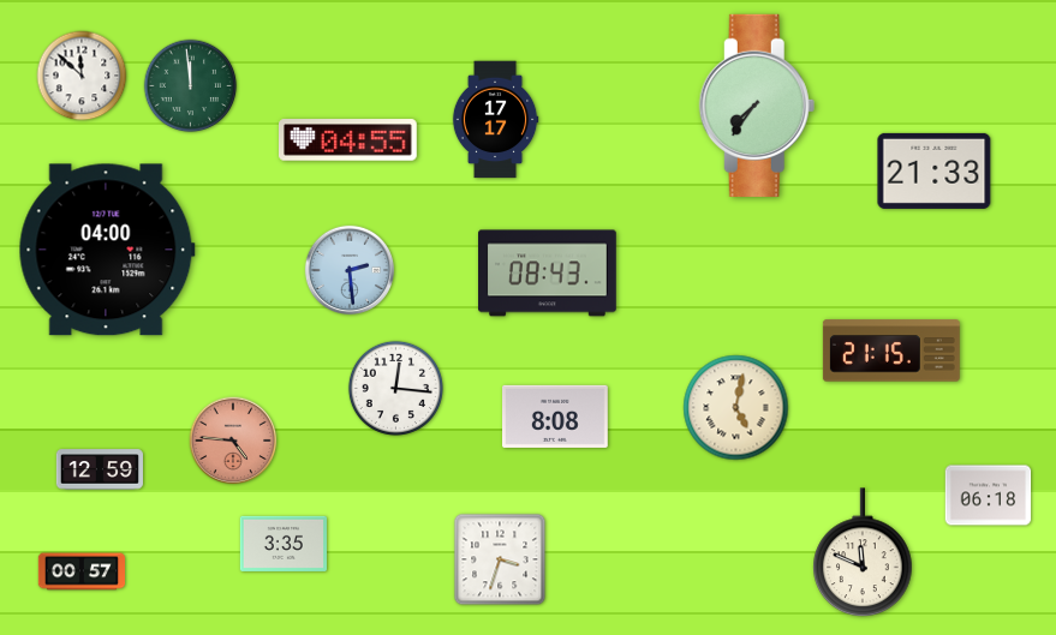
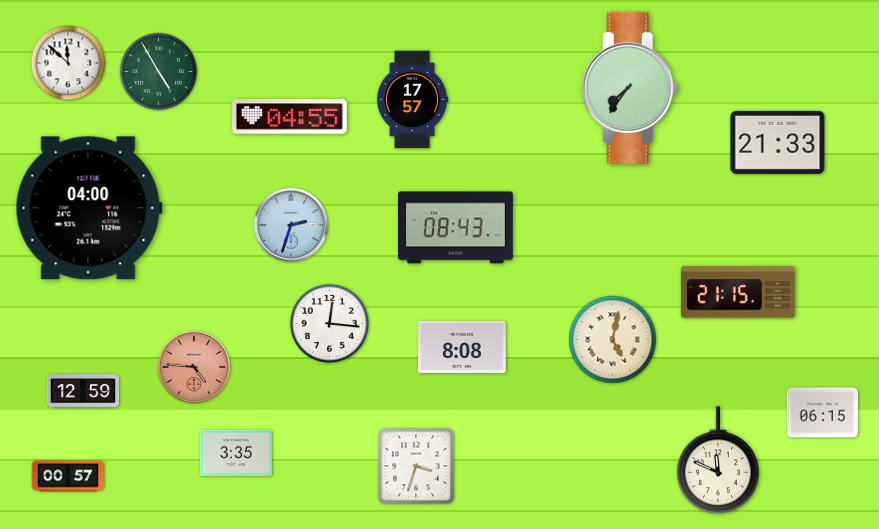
clock at (191, 86): 11:59 -> 4:55
clock at (495, 120): 17:17 -> 17:57
clock at (348, 269): 2:29 -> 2:33
clock at (891, 351) position: (891, 351) -> (738, 292)
clock at (989, 496): 06:18 -> 06:15
